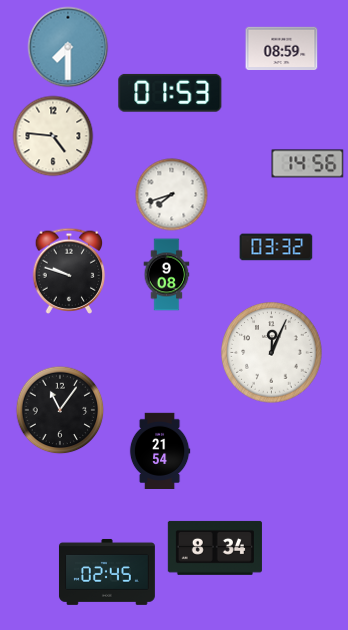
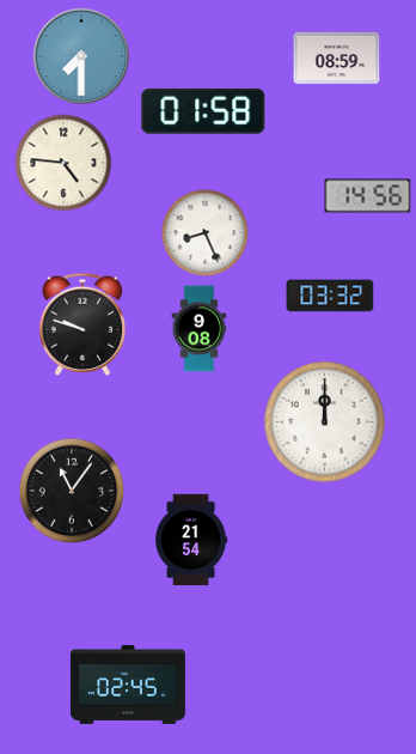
clock at (170, 93): 01:53 -> 01:58
clock at (172, 195): 7:42 -> 8:26
clock at (272, 353): 12:04 -> 12:00
clock at (215, 548): 8:34 -> none
